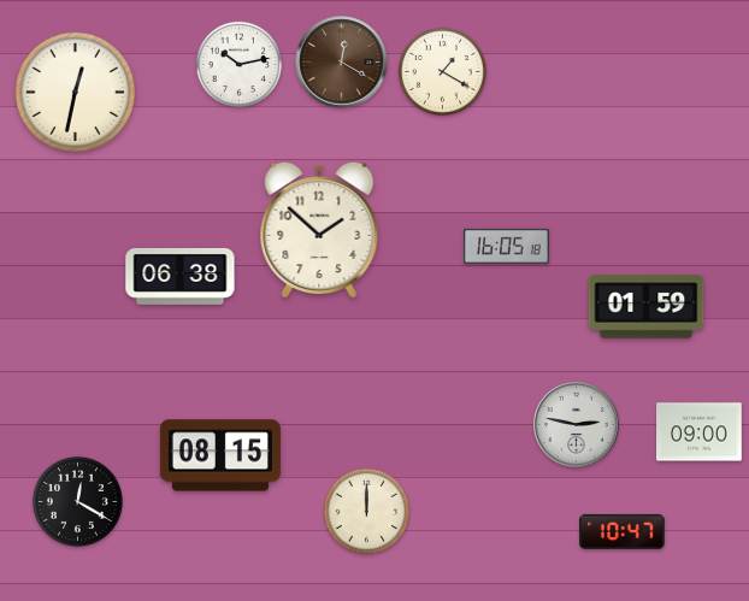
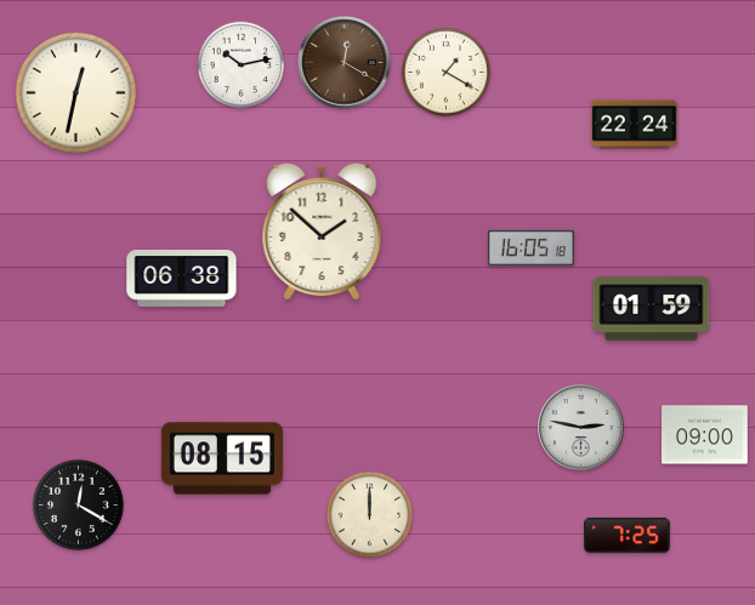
clock at (635, 125): none -> 22:24
clock at (507, 246) position: (507, 246) -> (532, 247)
clock at (623, 531): 10:47 -> 7:25
